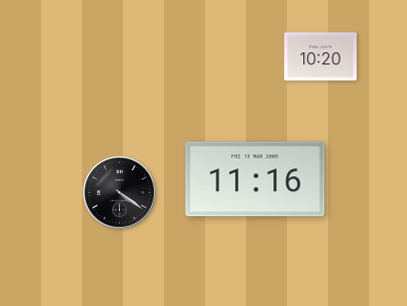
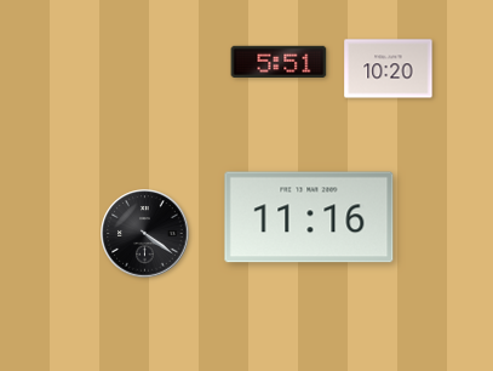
clock at (279, 61): none -> 5:51
